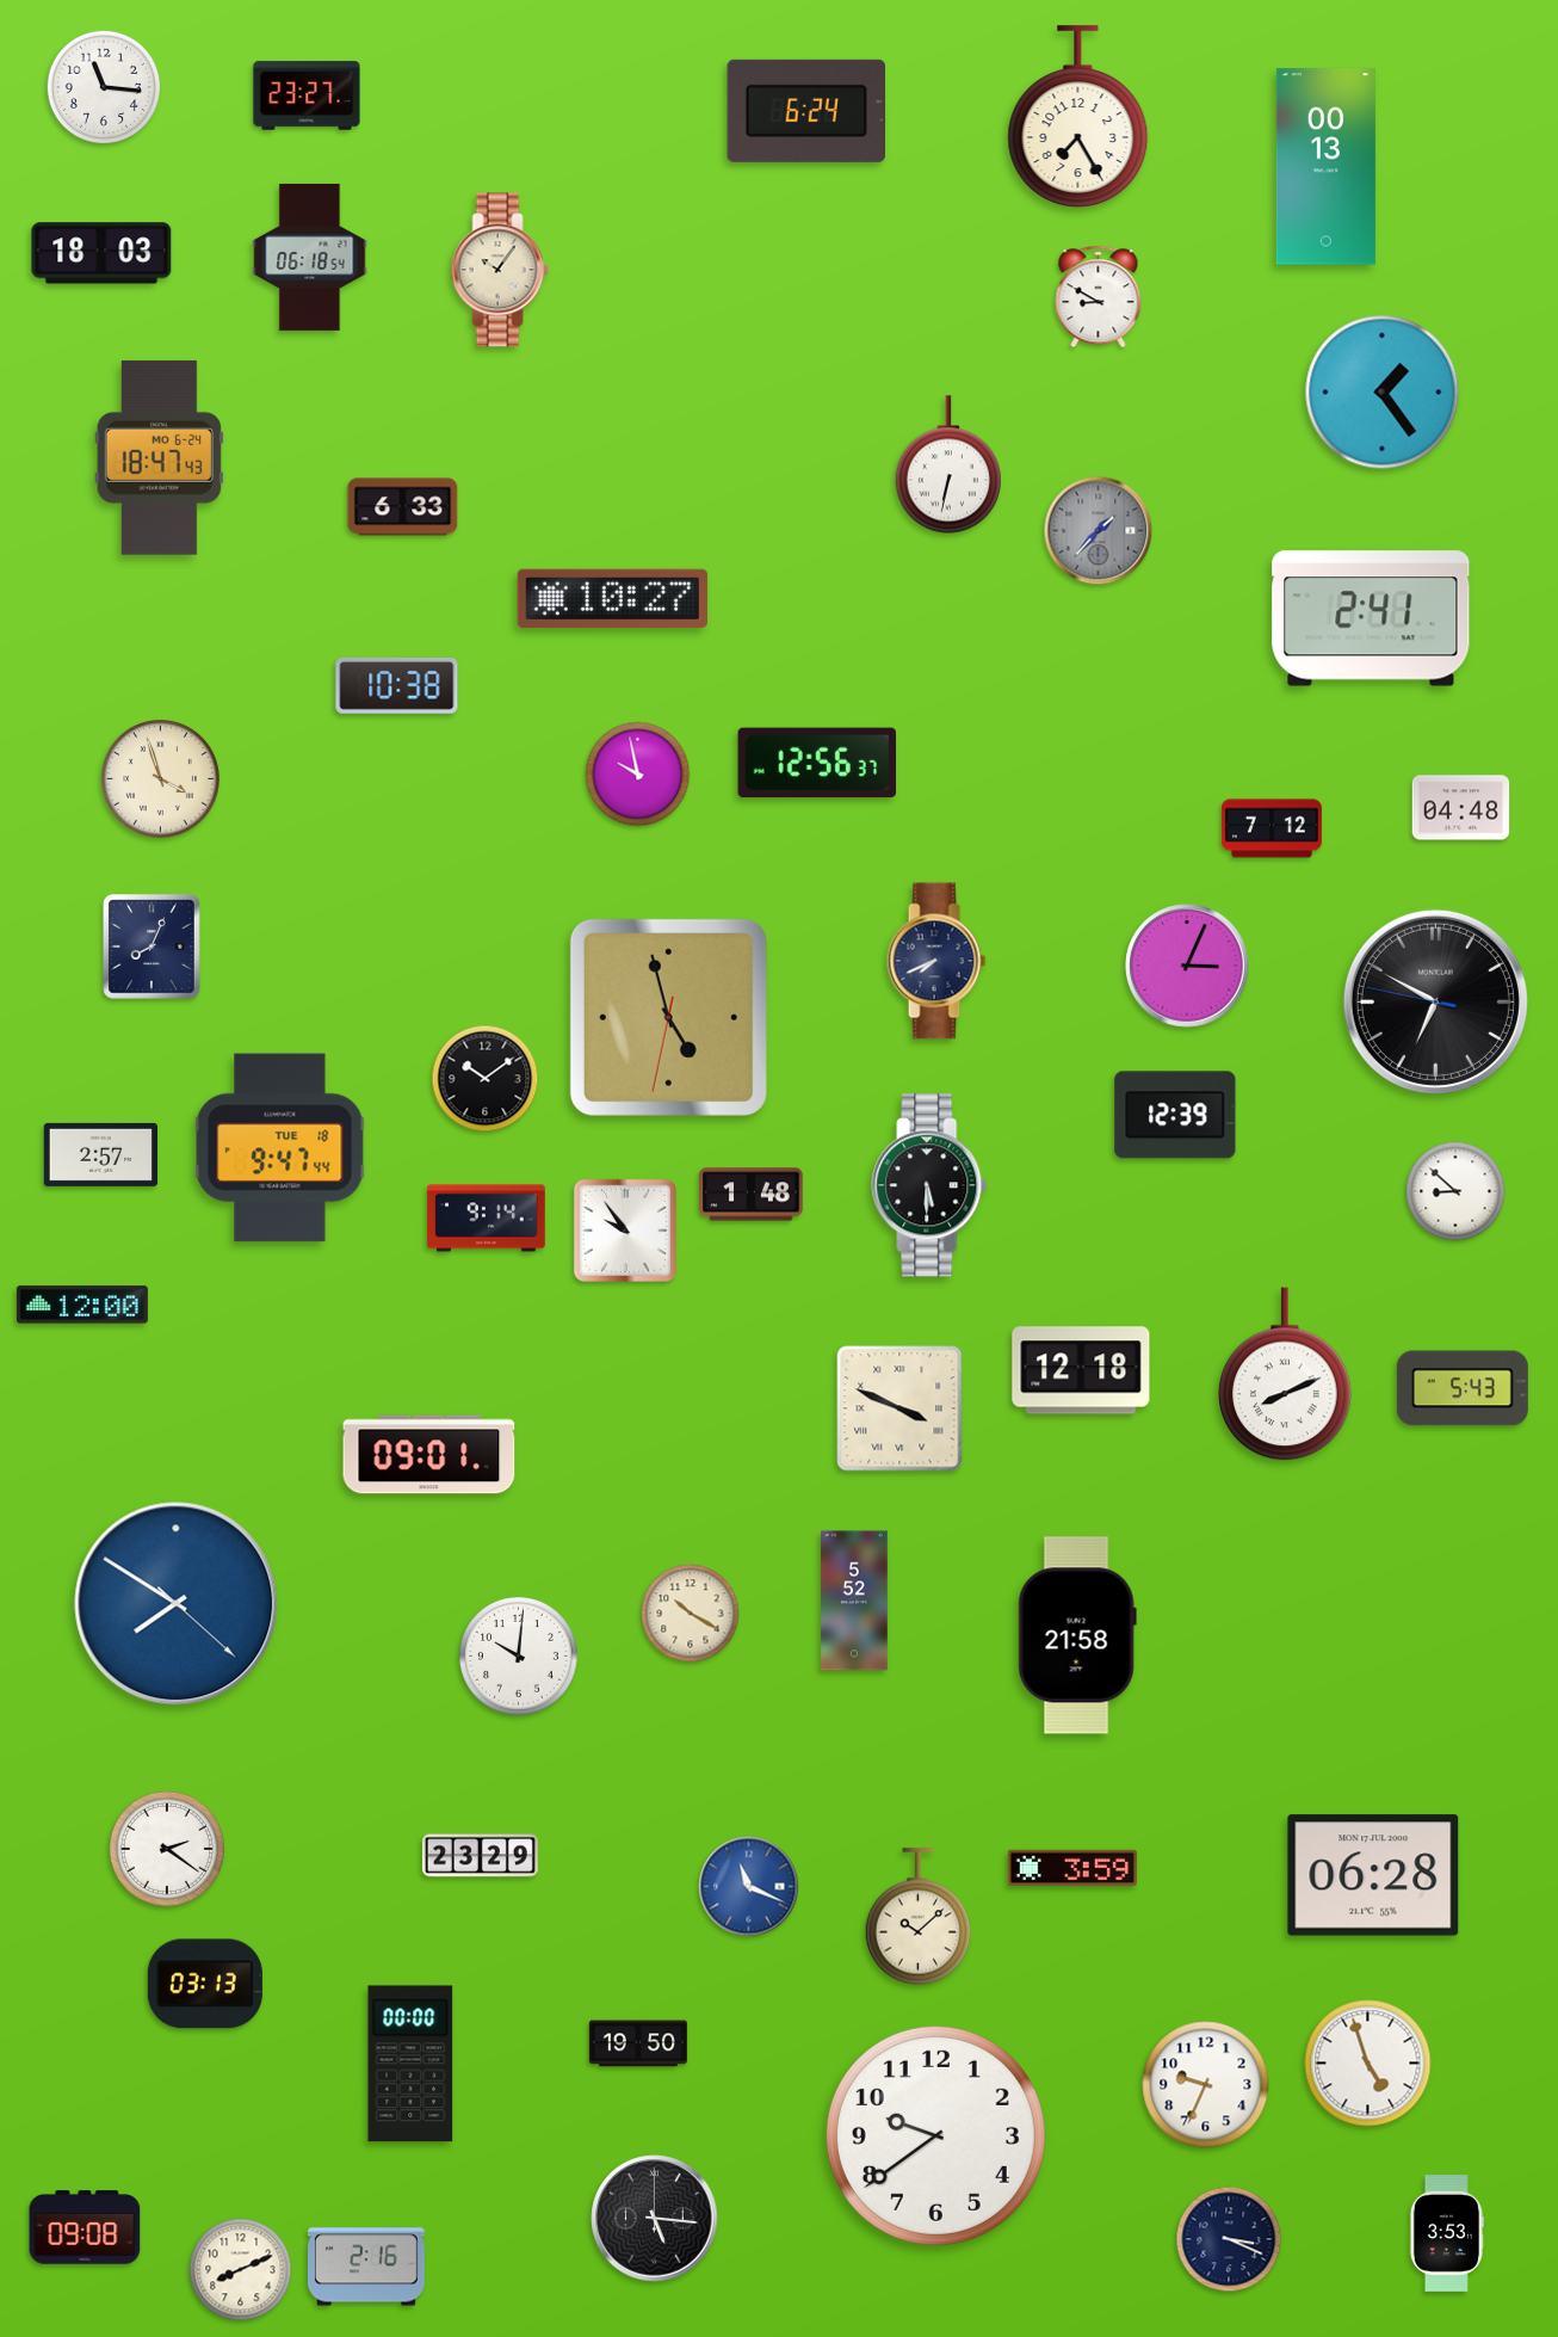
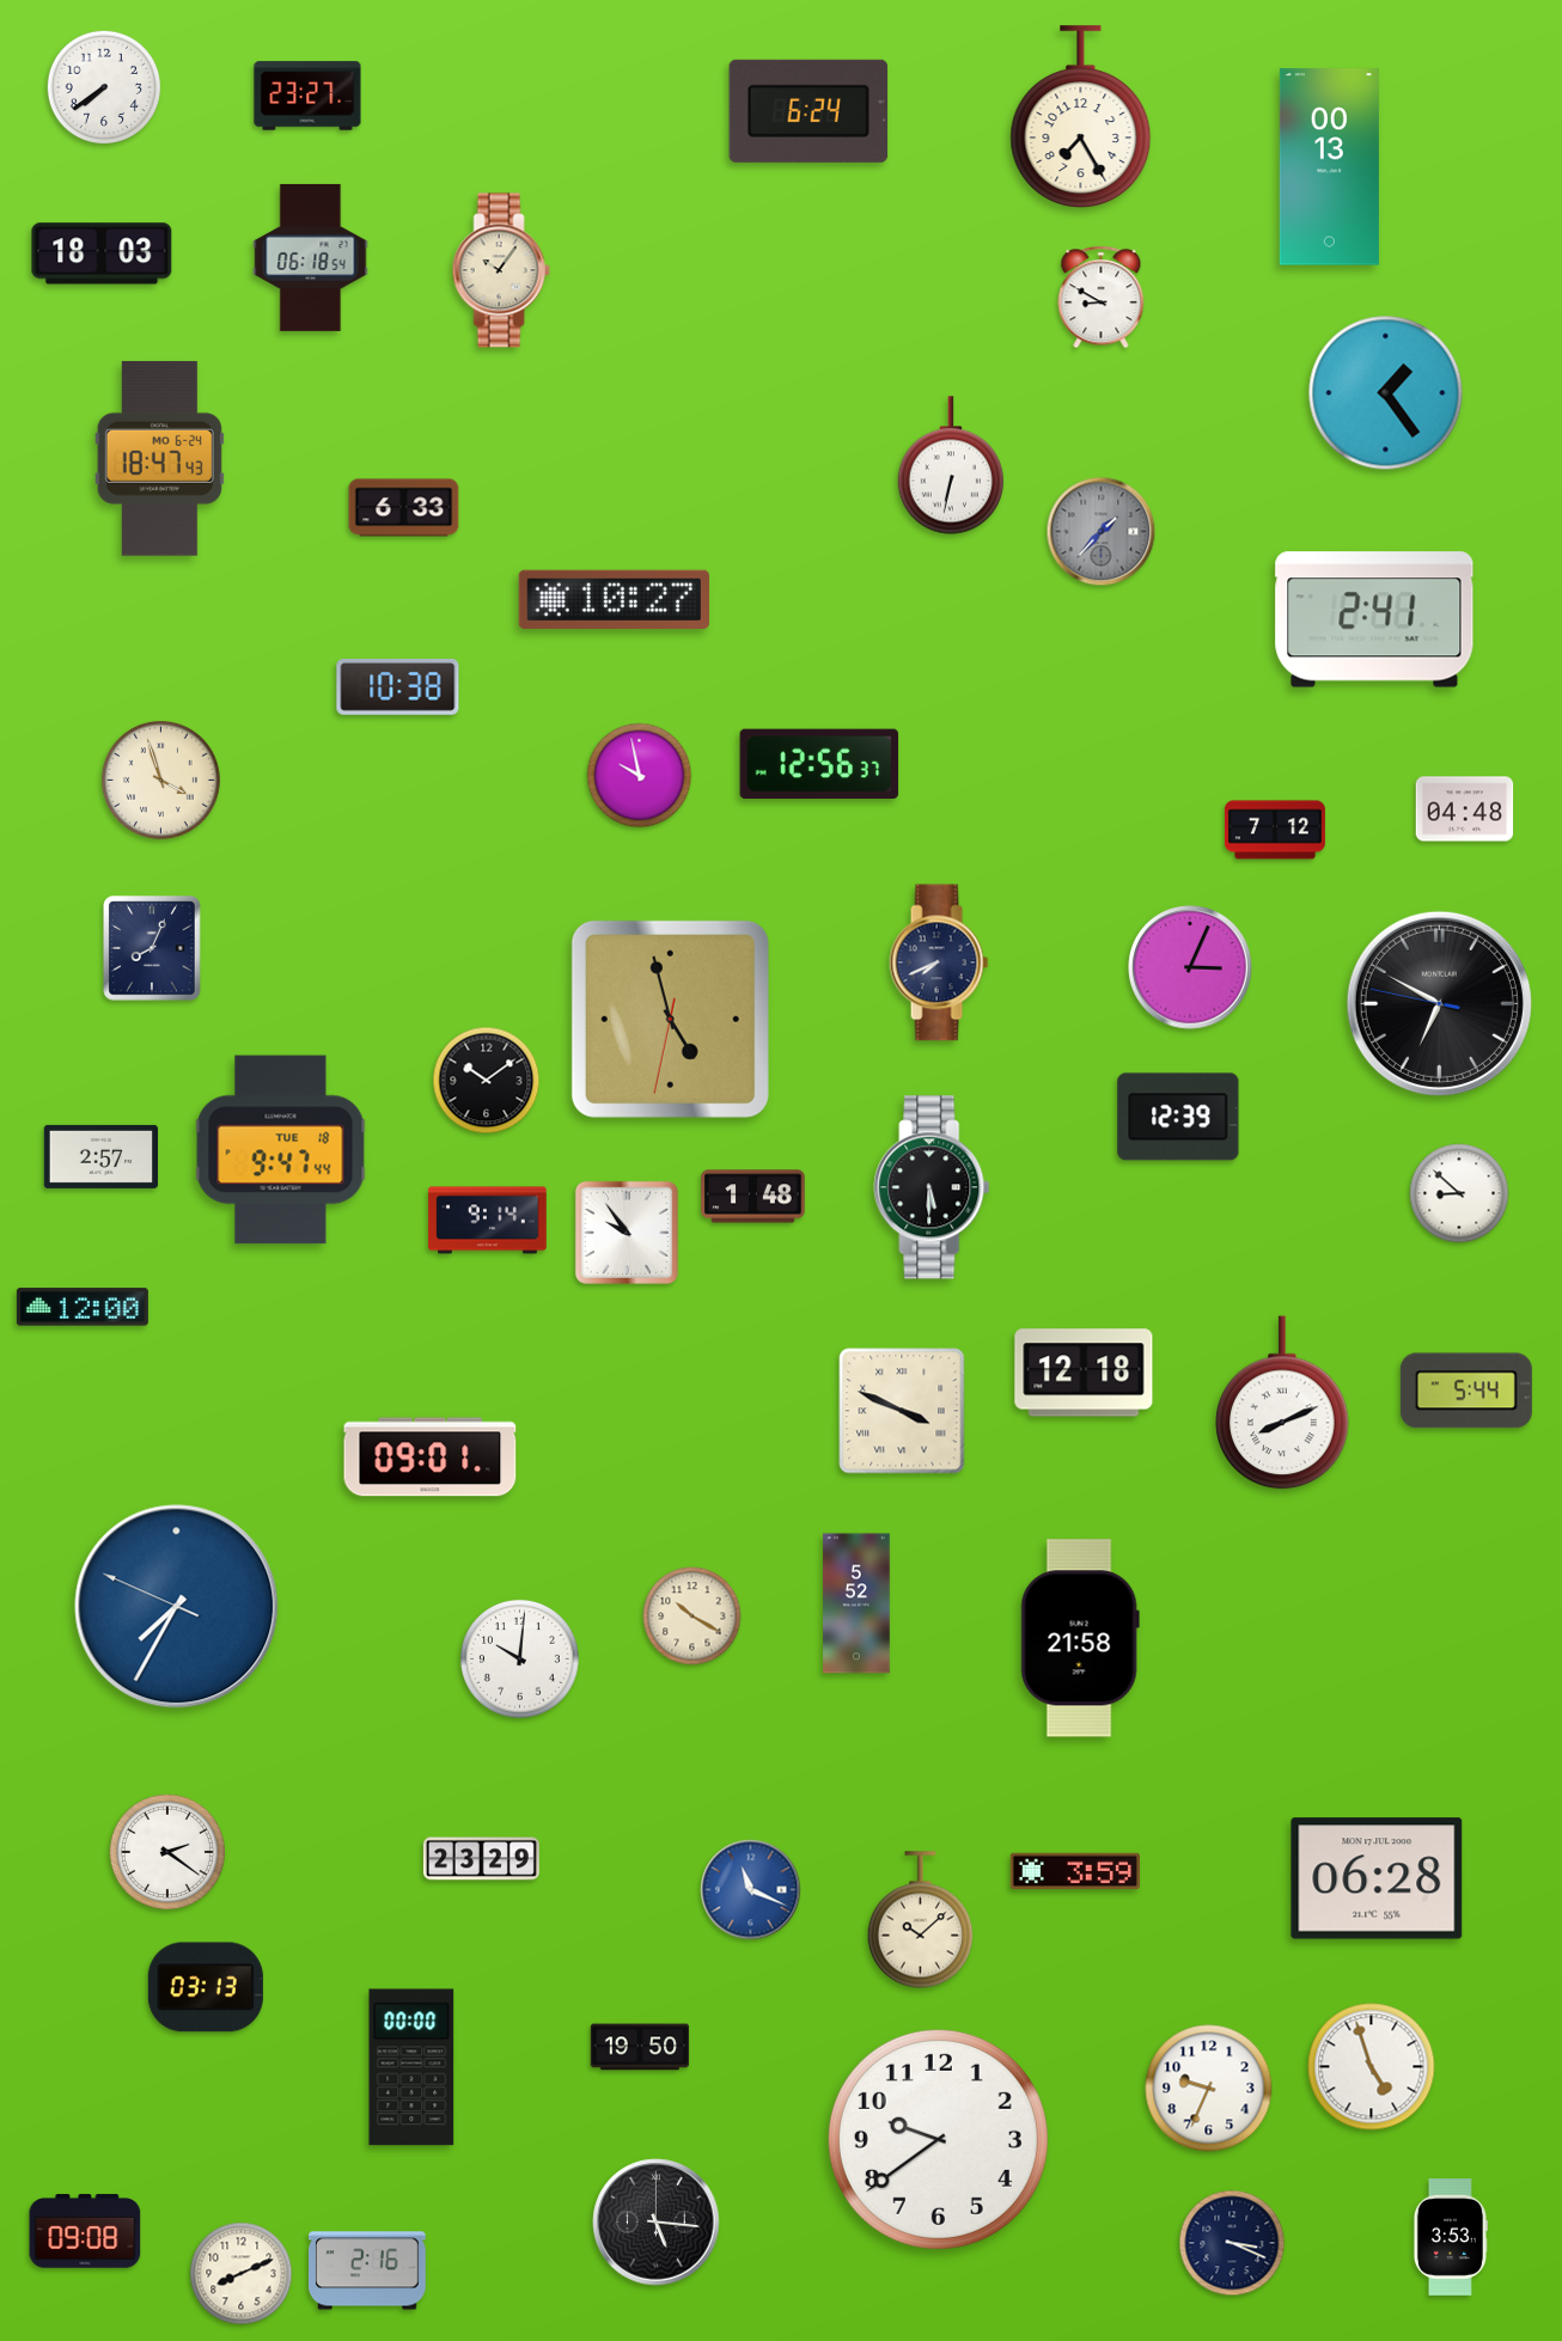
clock at (103, 86): 11:16 -> 7:39
clock at (1285, 1374) position: (1285, 1374) -> (1282, 1402)
clock at (1463, 1388): 5:43 -> 5:44
clock at (177, 1604): 7:50 -> 7:34
